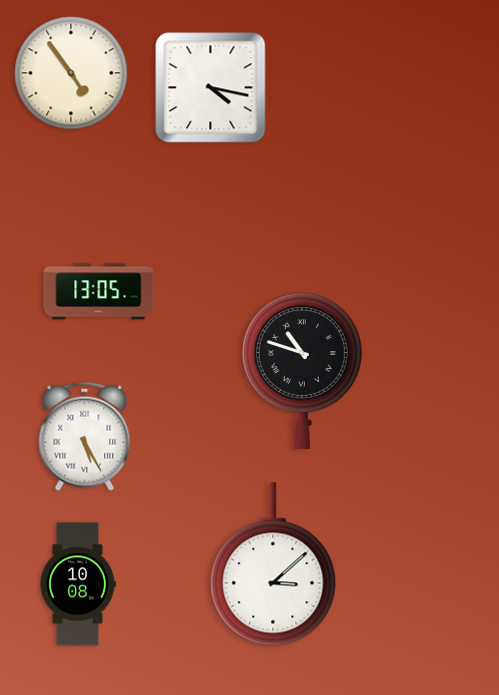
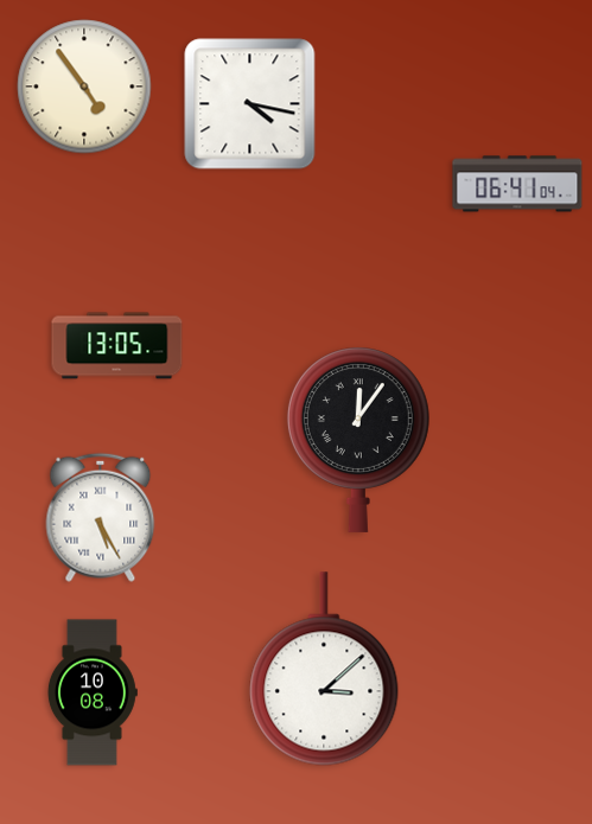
clock at (517, 184): none -> 06:41
clock at (302, 371): 10:48 -> 12:06
